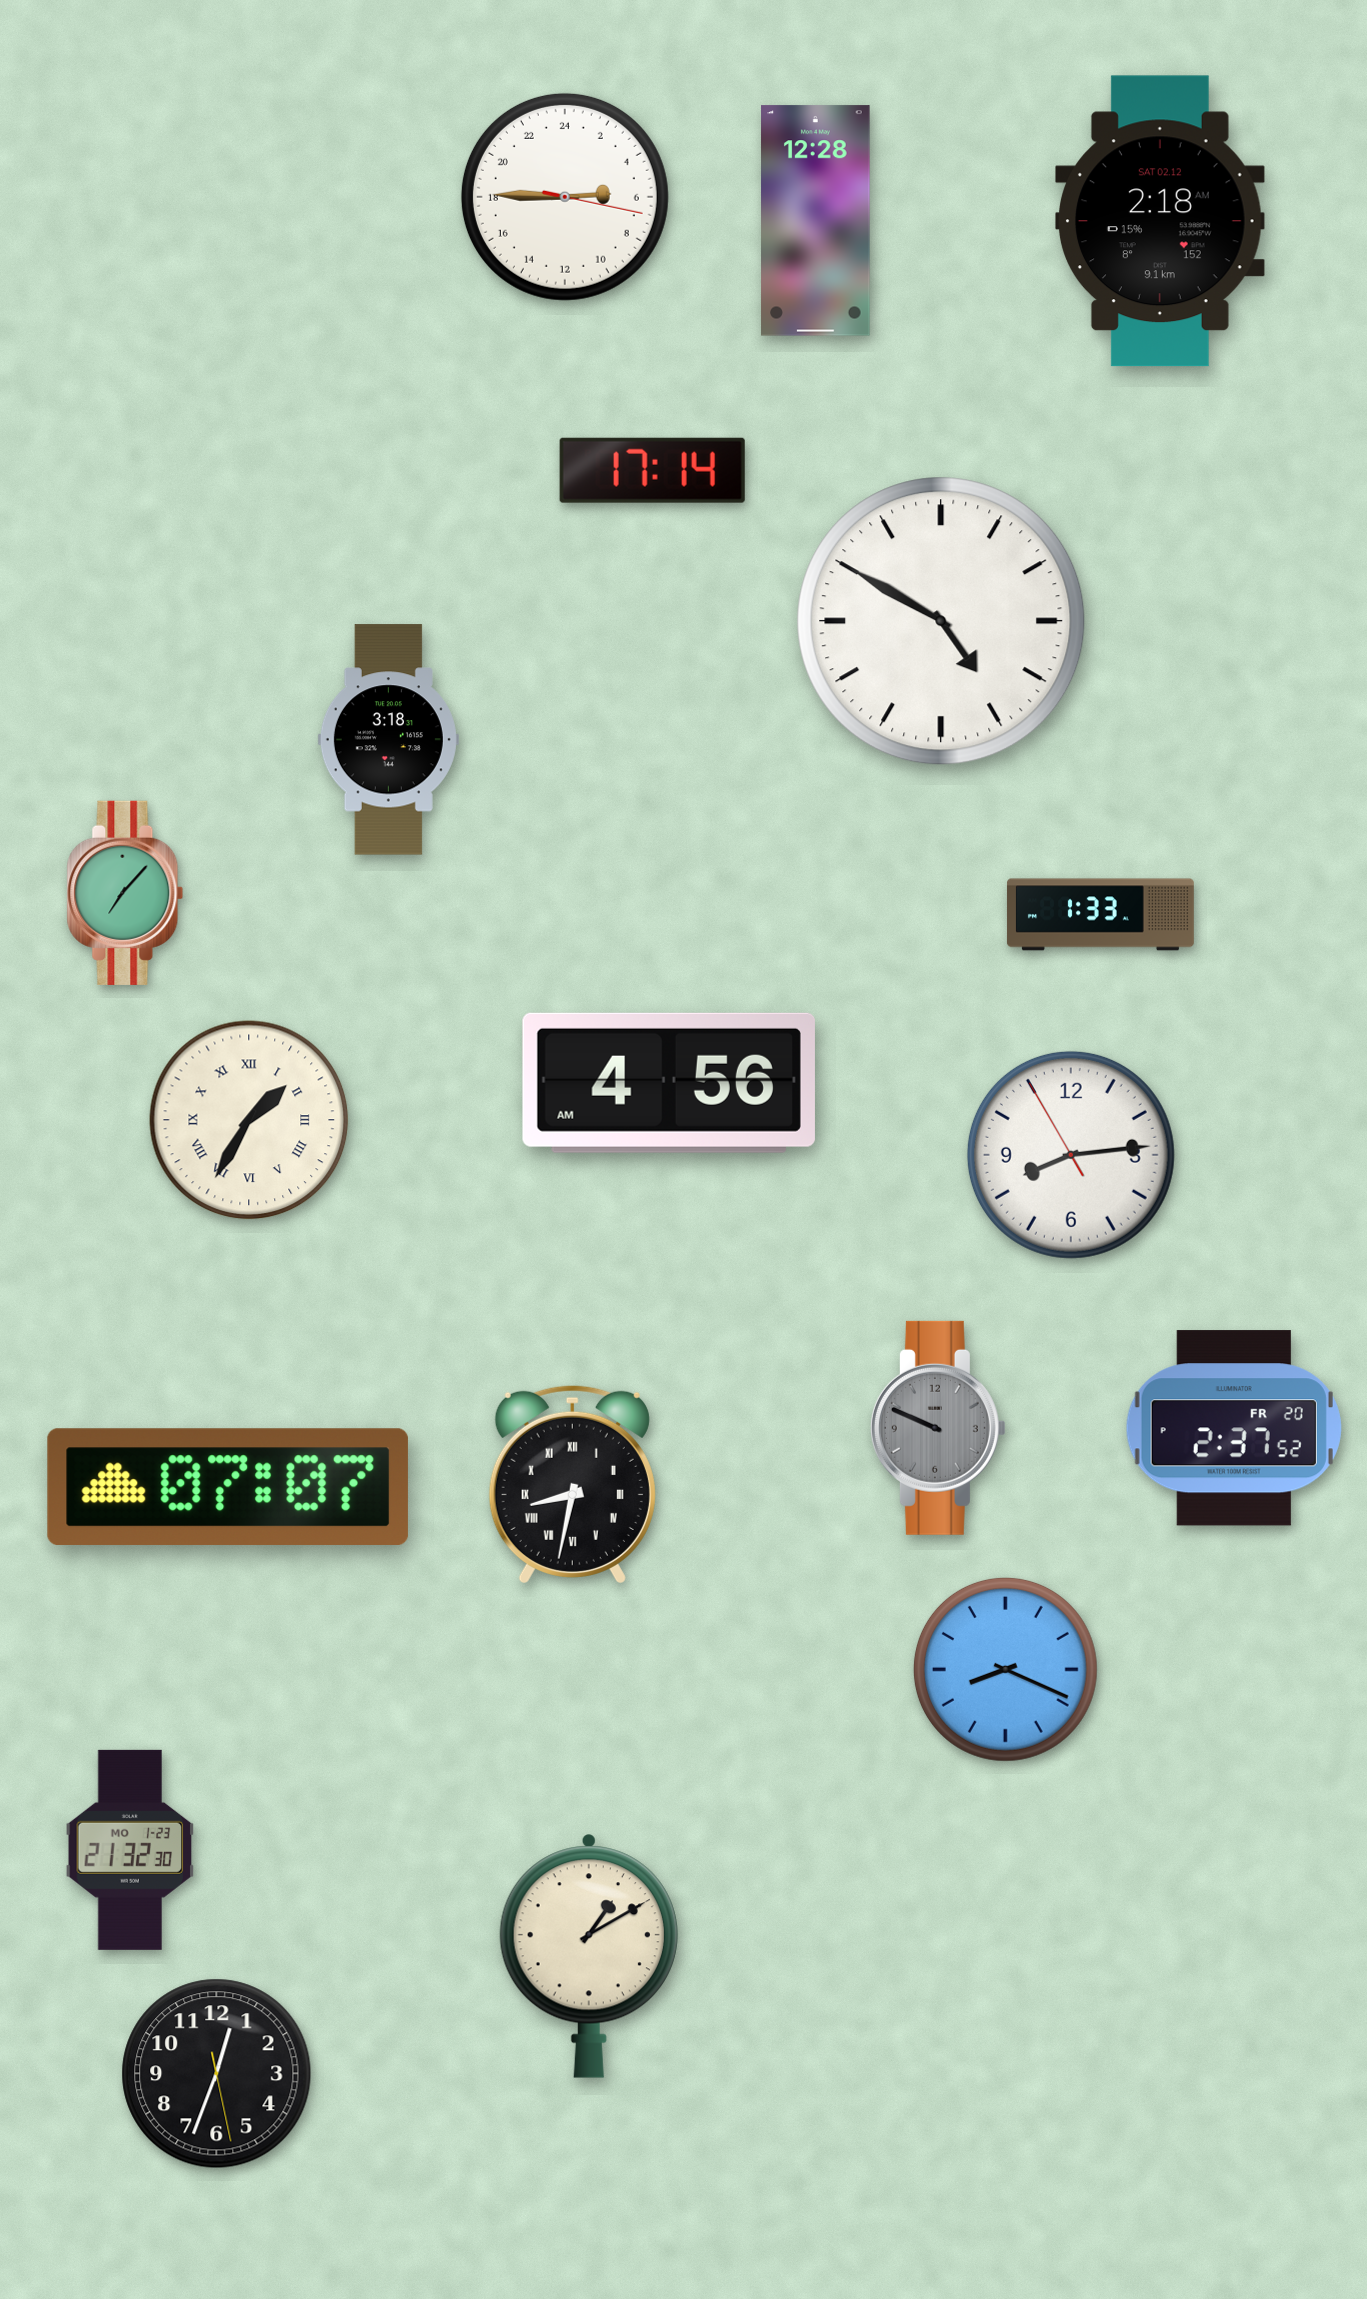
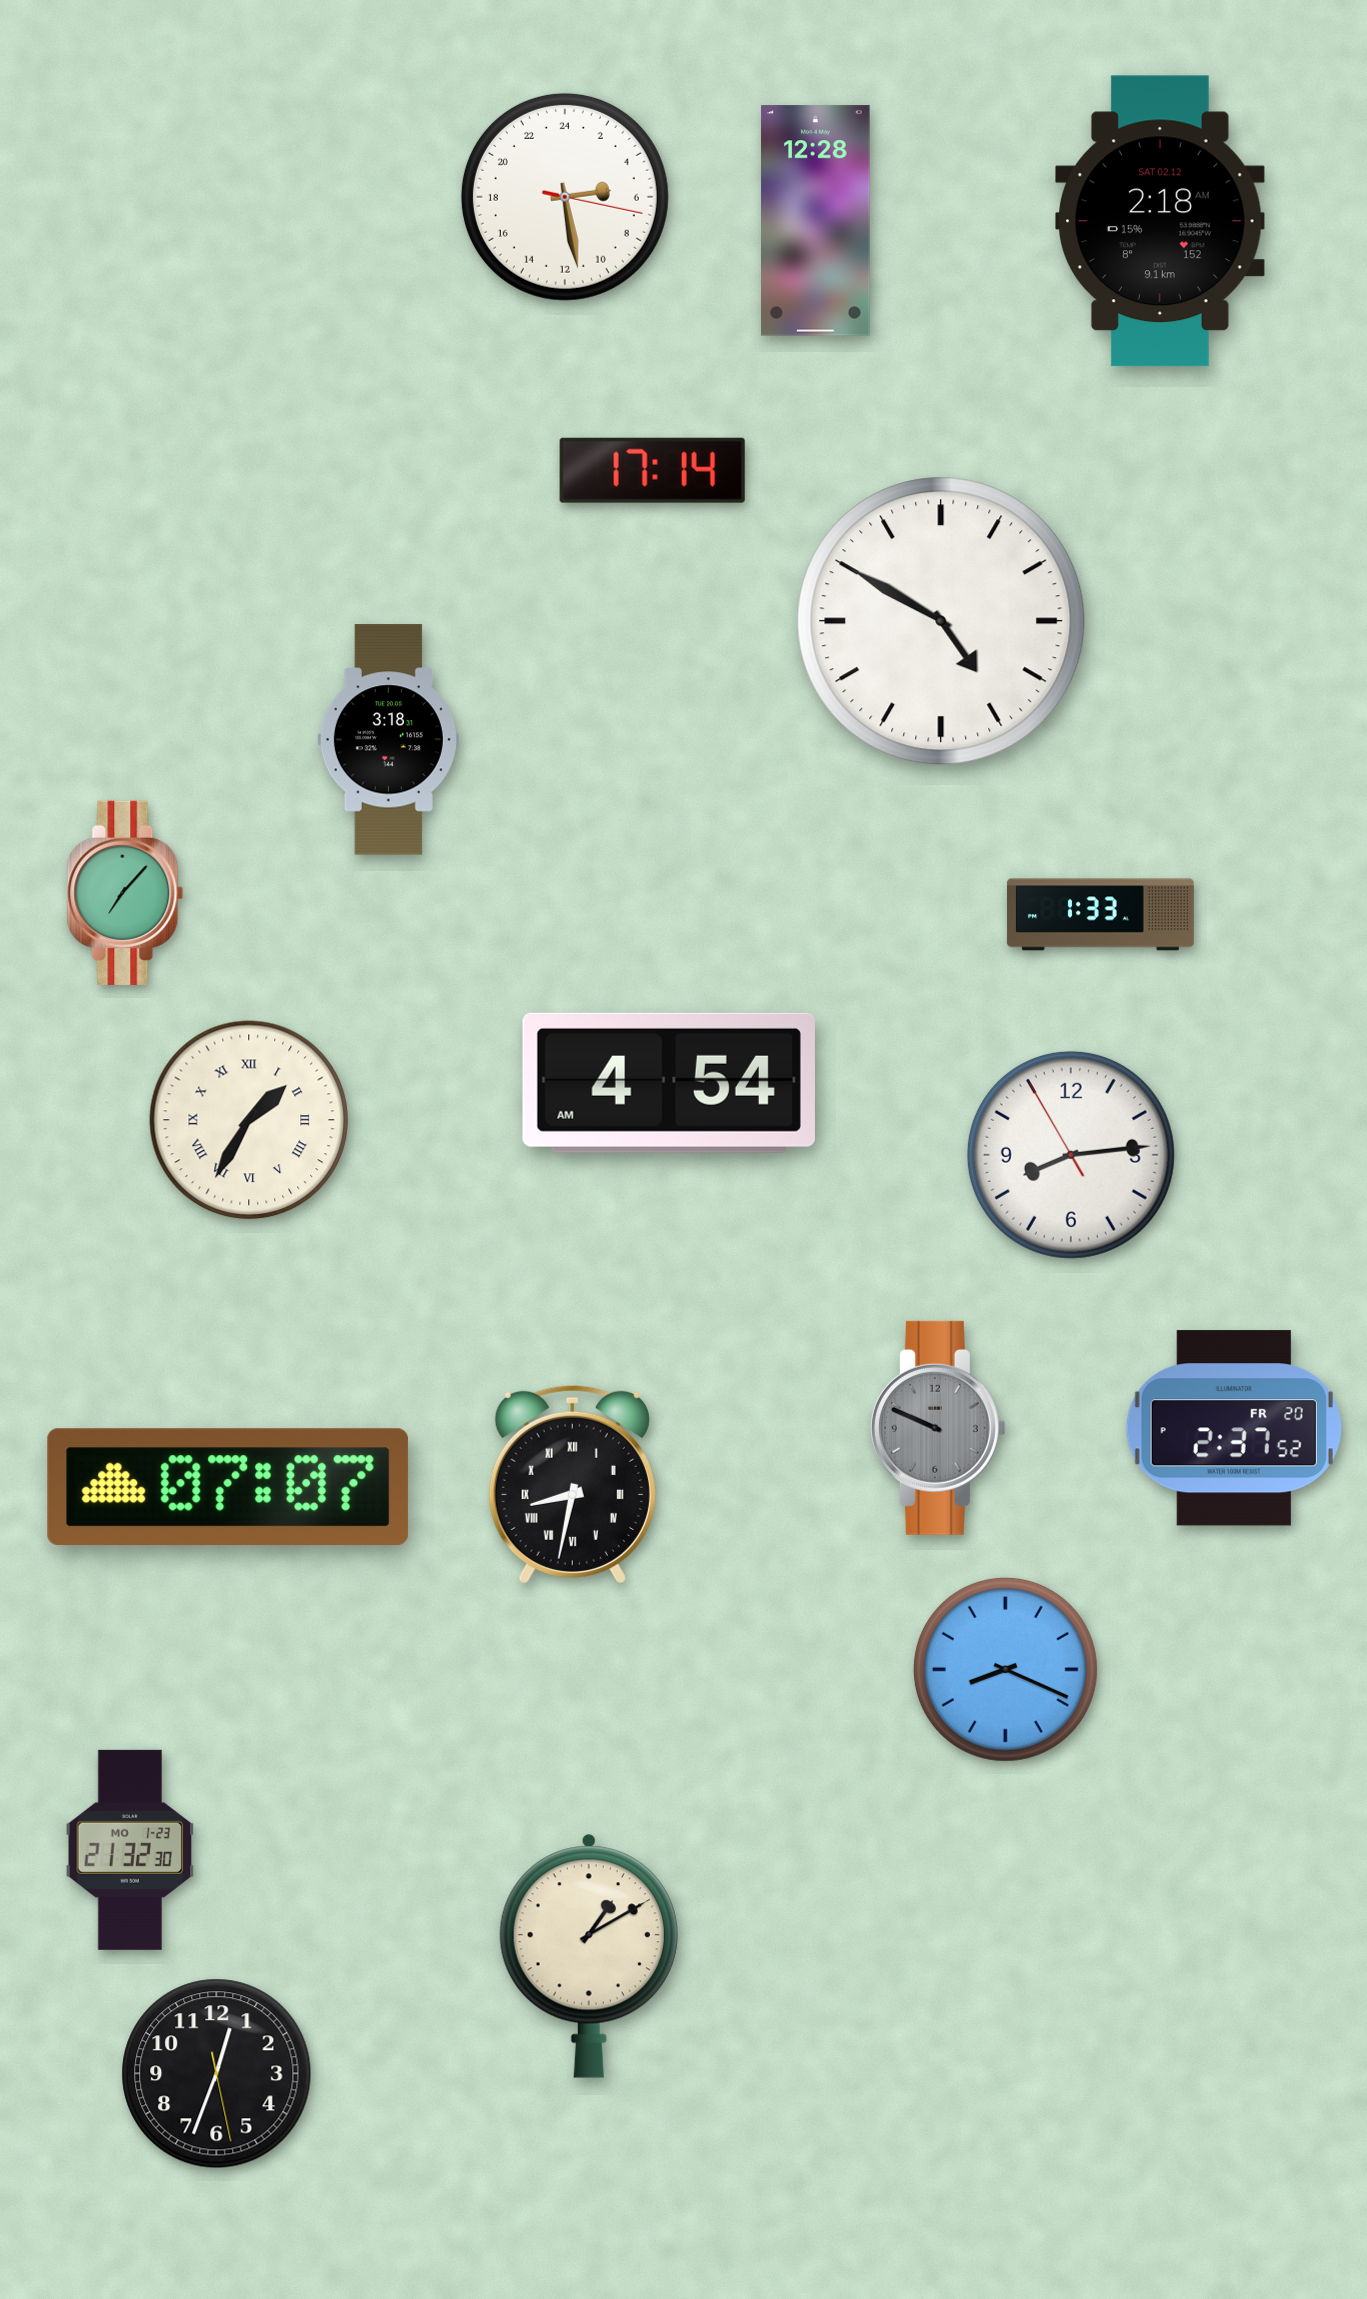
clock at (565, 197): 5:45 -> 5:28
clock at (669, 1083): 4:56 -> 4:54
